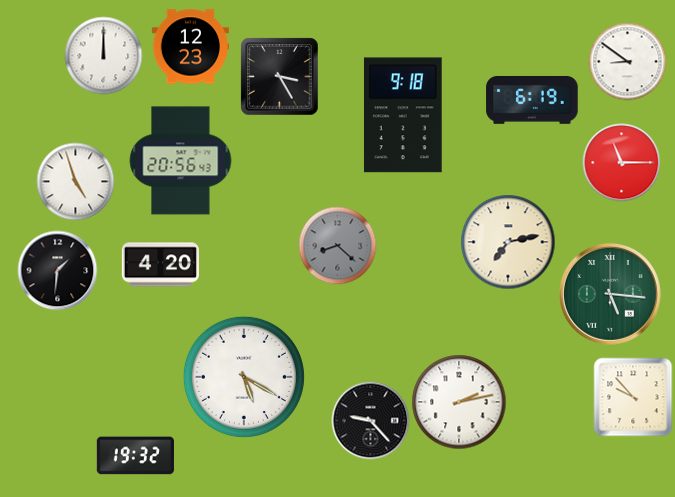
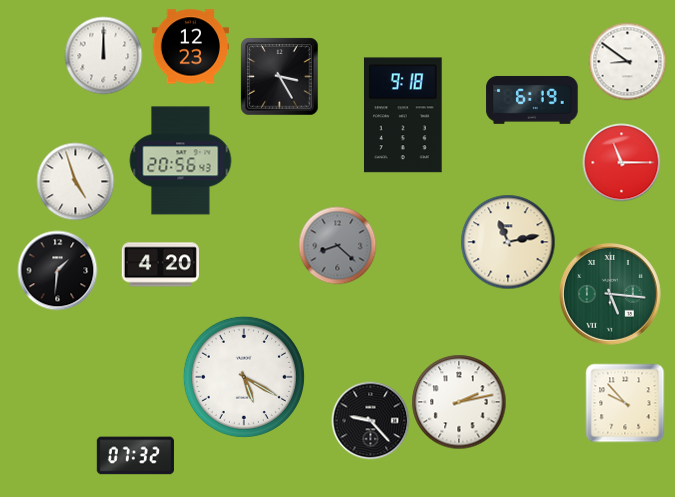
clock at (508, 242): 7:13 -> 11:13
clock at (633, 397) position: (633, 397) -> (625, 403)
clock at (135, 456): 19:32 -> 07:32
